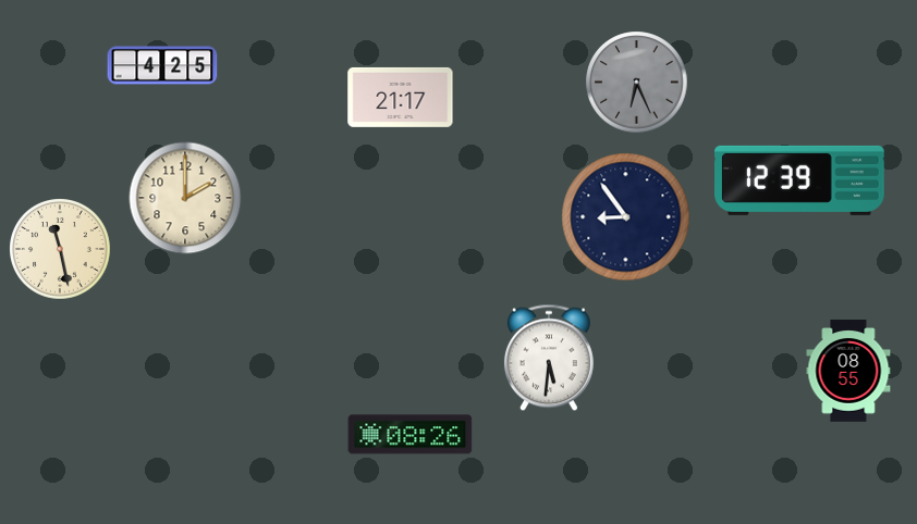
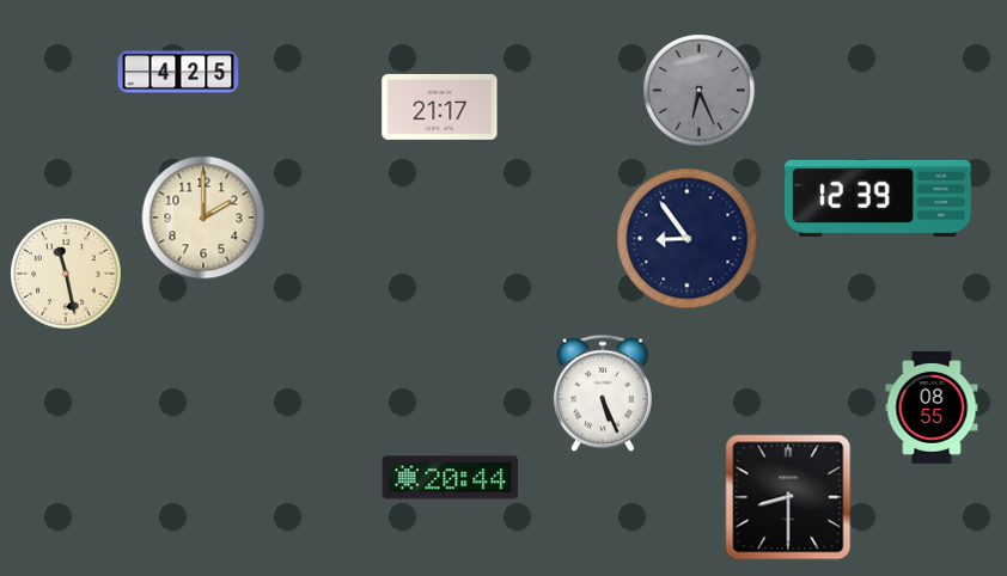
clock at (549, 358): 5:31 -> 5:26
clock at (411, 435): 08:26 -> 20:44
clock at (788, 497): none -> 8:30
